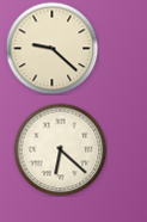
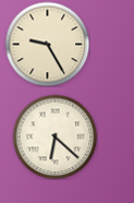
clock at (51, 48): 9:22 -> 9:25
